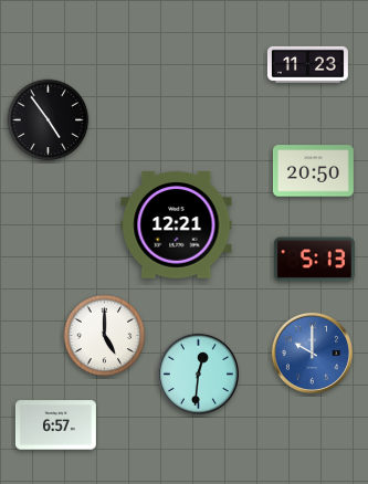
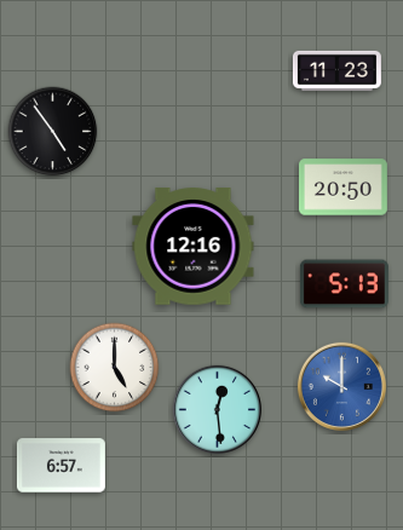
clock at (177, 225): 12:21 -> 12:16
clock at (198, 373): 12:31 -> 12:29
